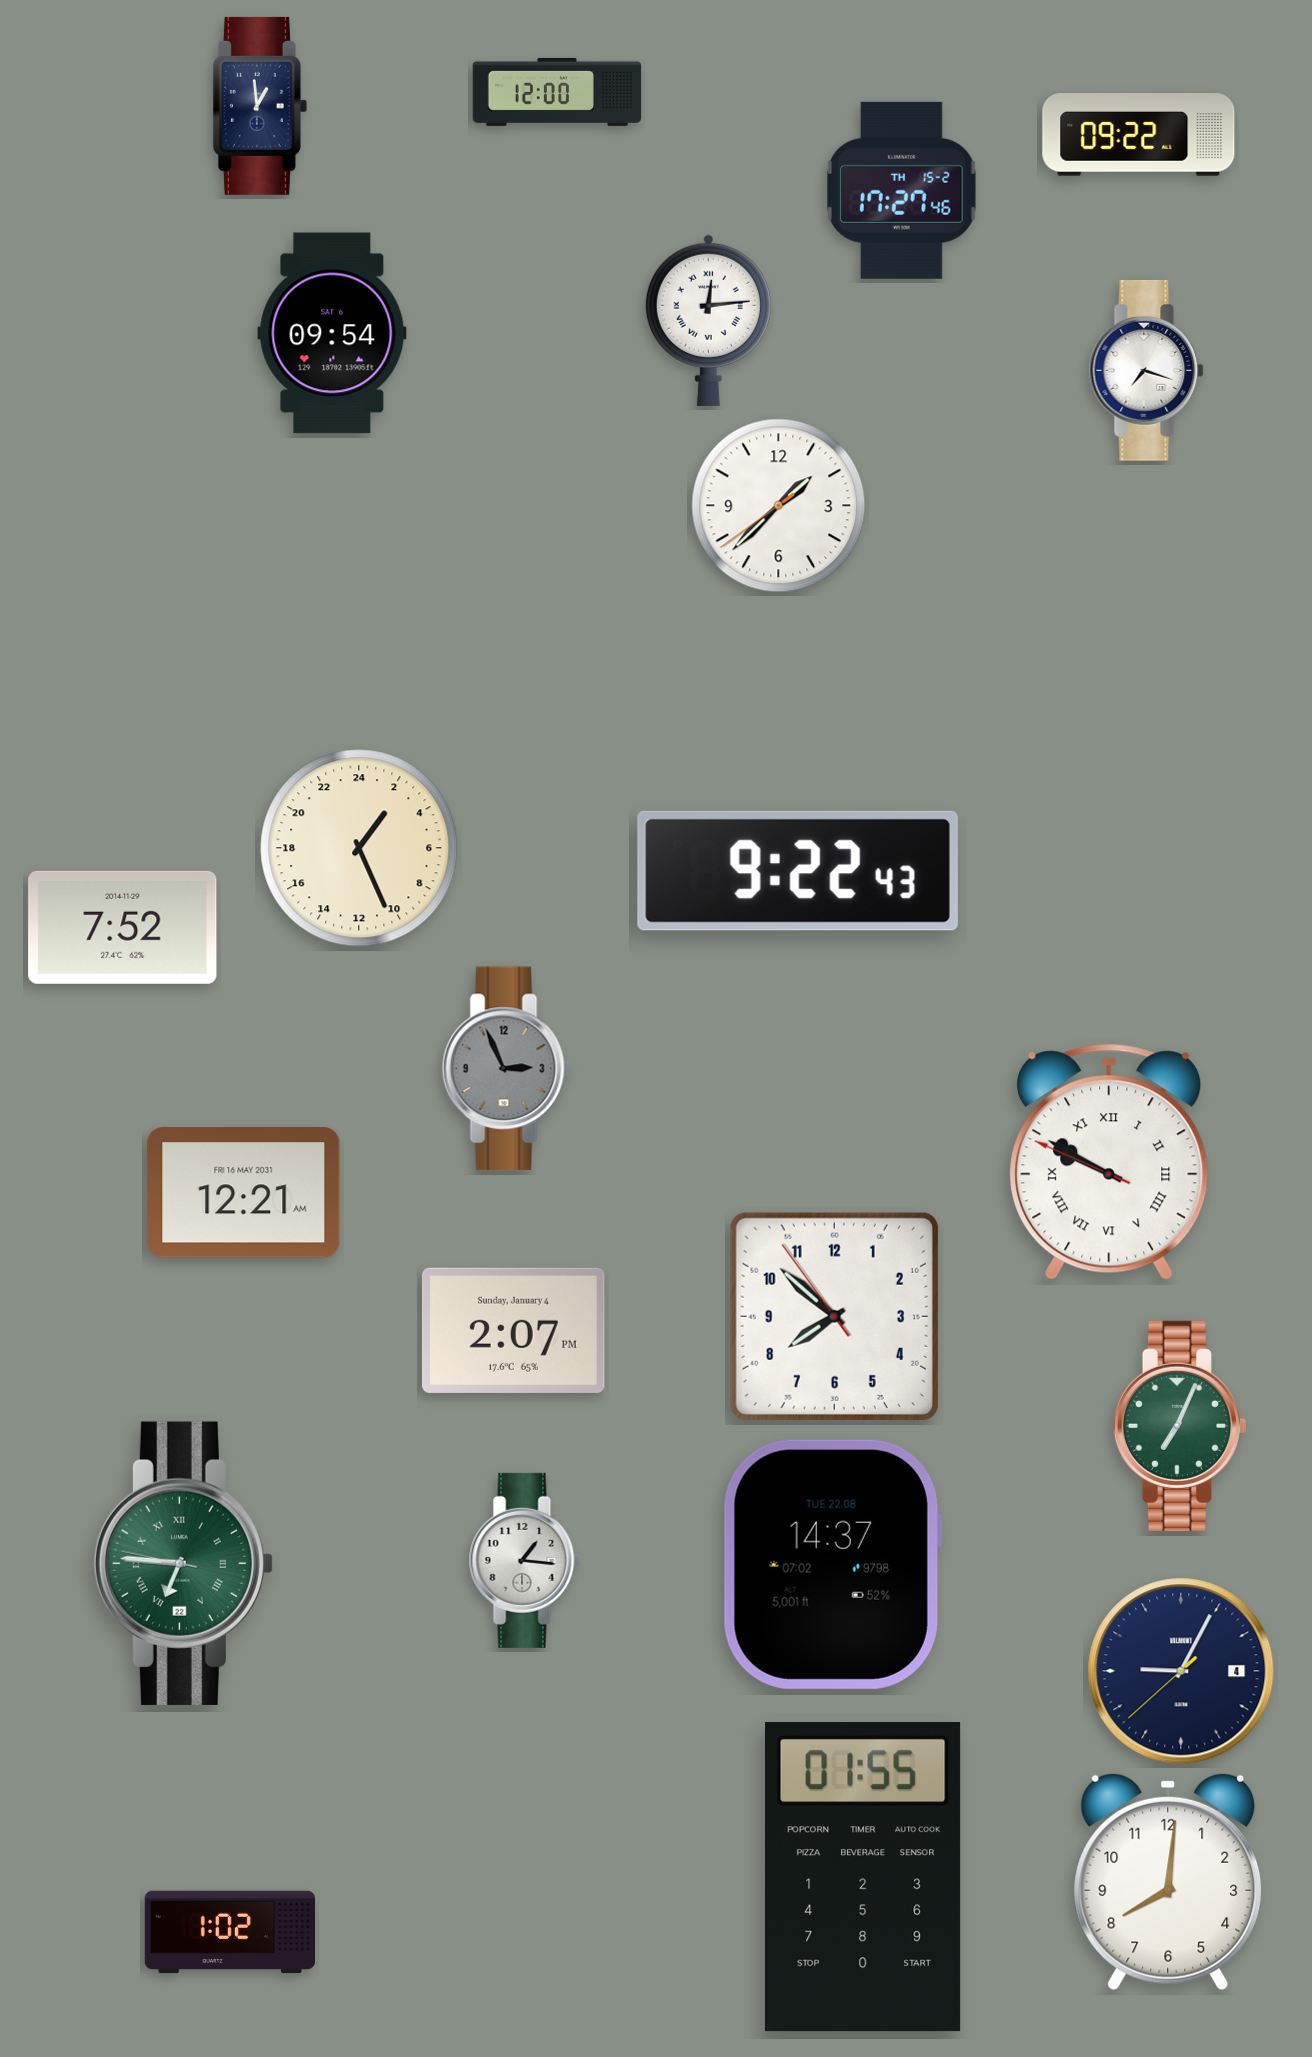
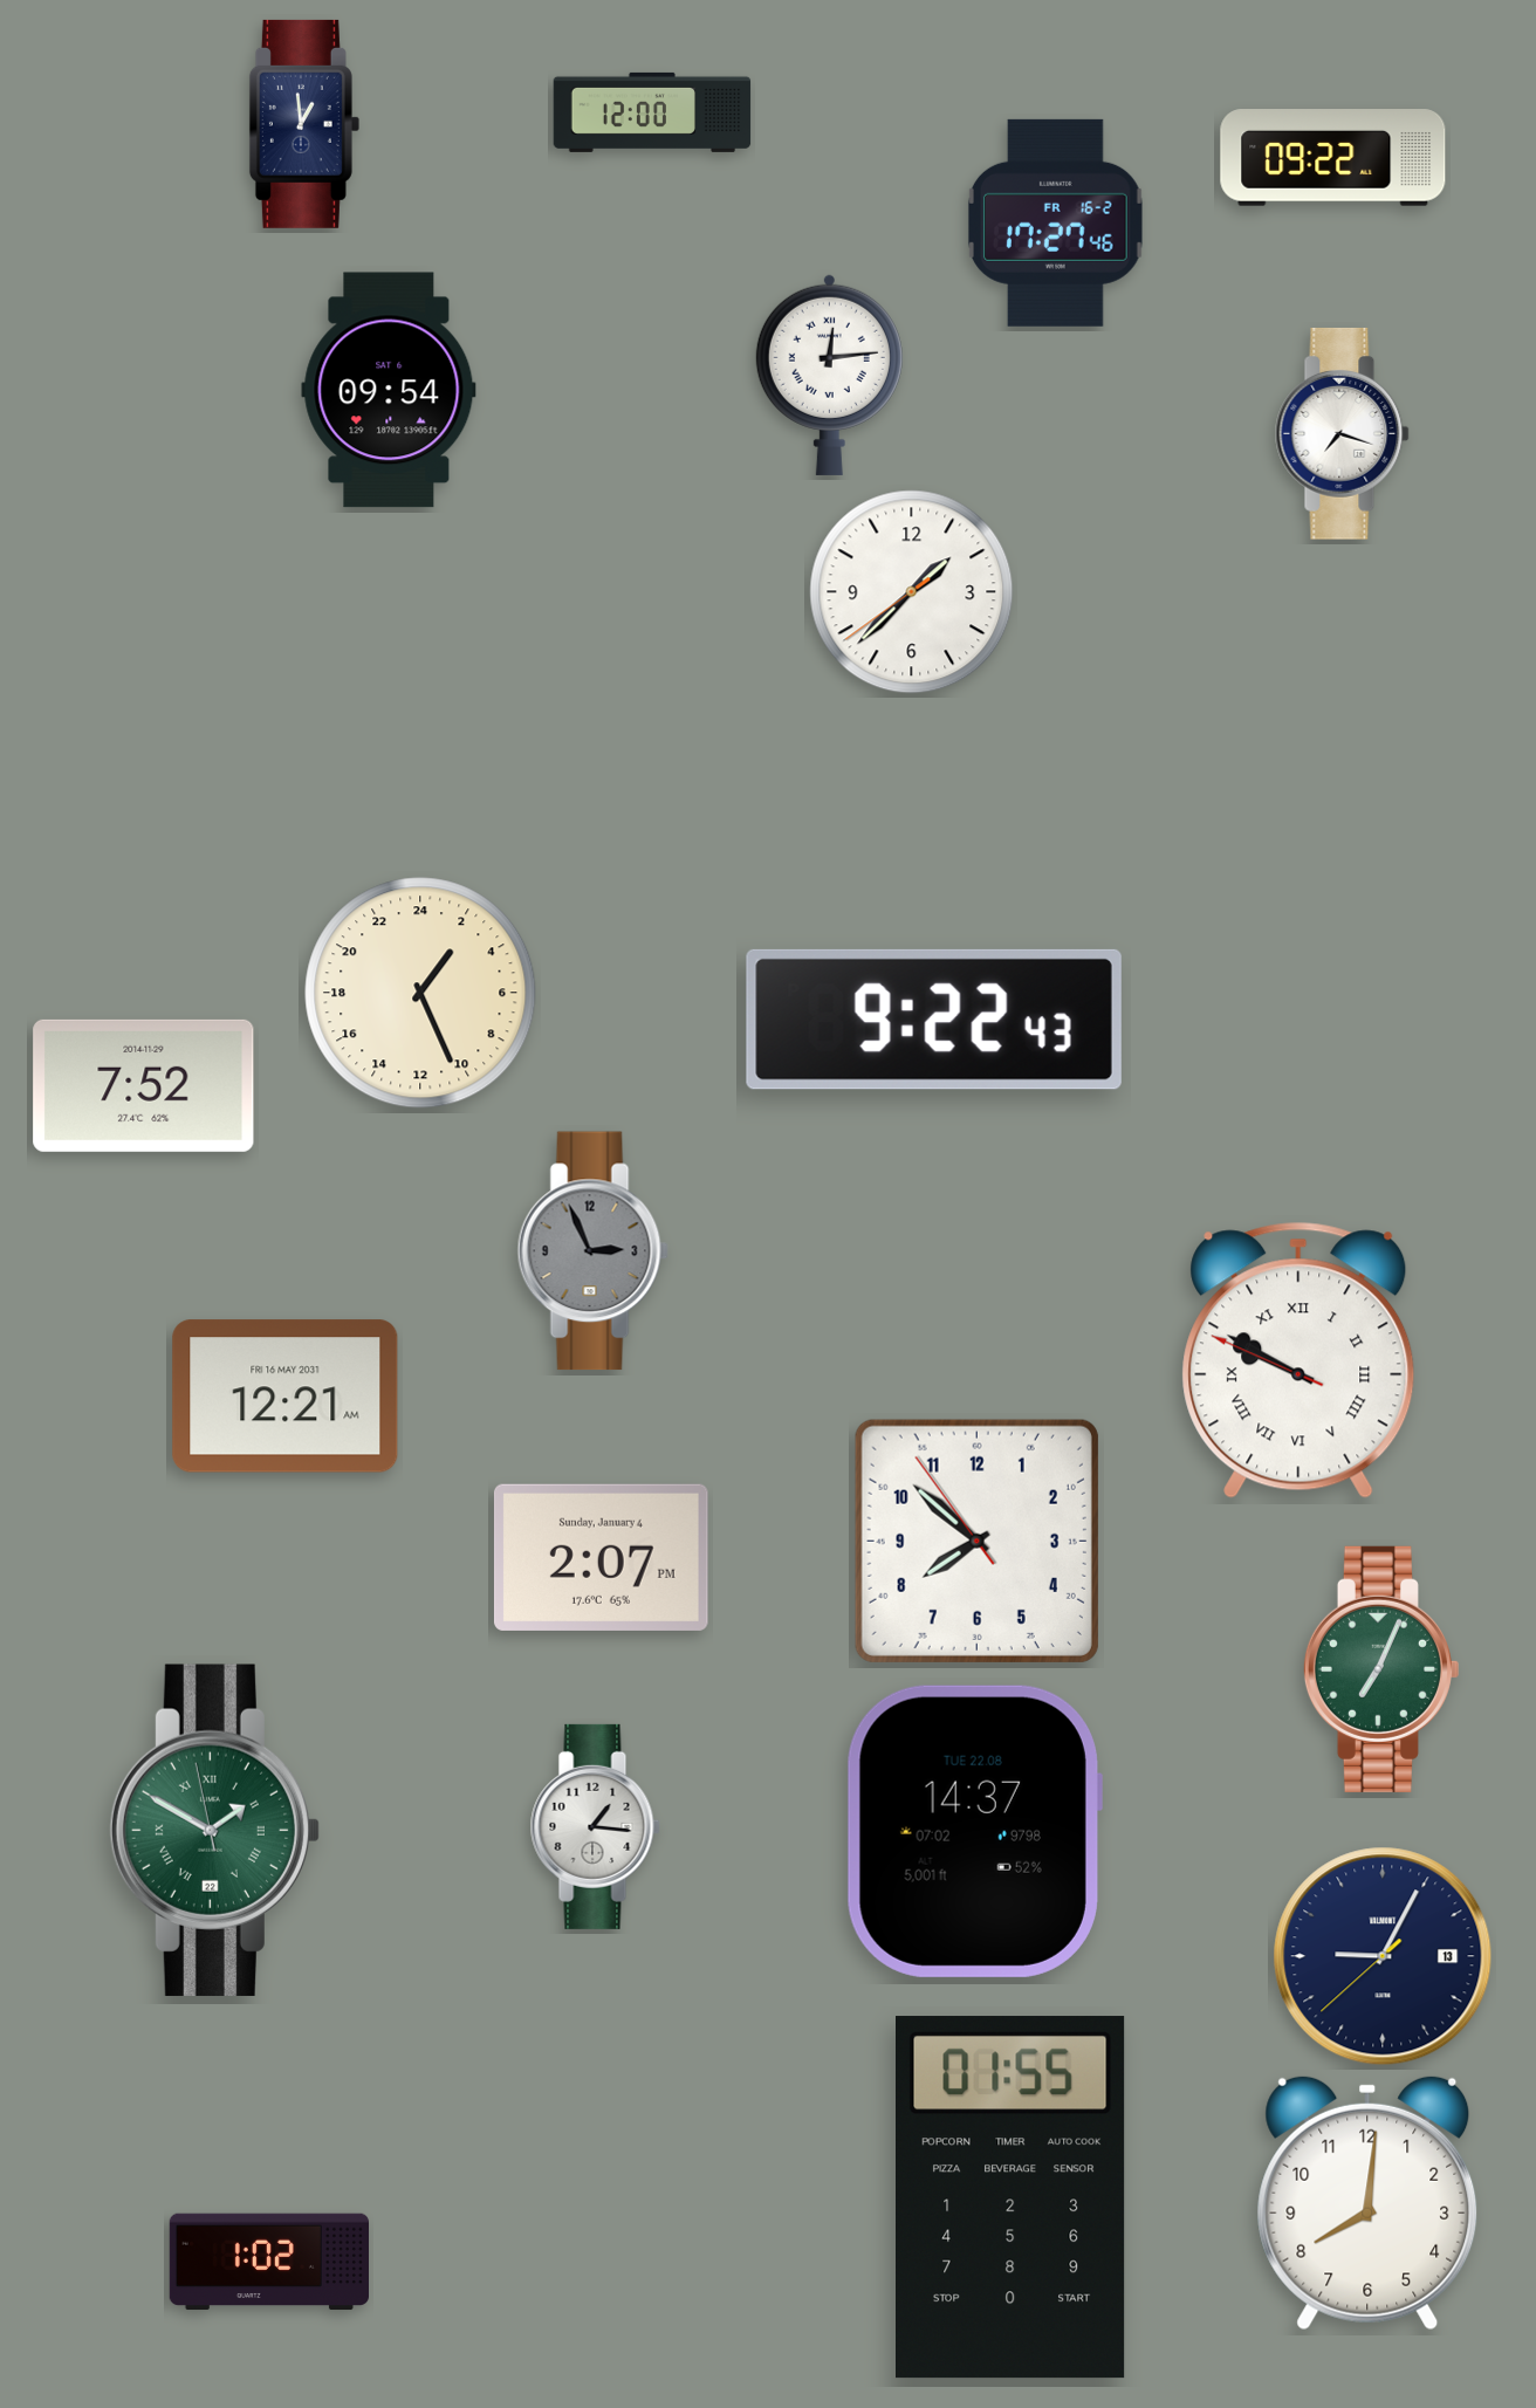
clock at (557, 92) position: (557, 92) -> (652, 112)
clock at (901, 190) date: TH 15-2 -> FR 16-2
clock at (524, 1560) position: (524, 1560) -> (595, 1826)
clock at (183, 1563): 6:45 -> 1:49
clock at (1181, 1671) date: 4 -> 13
